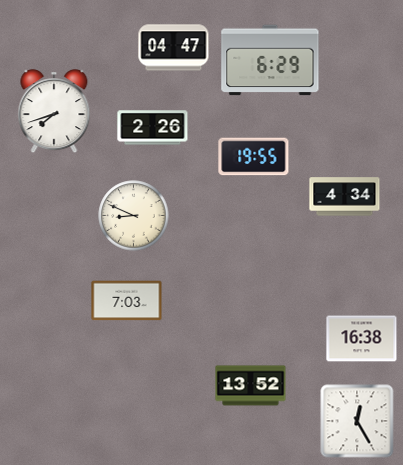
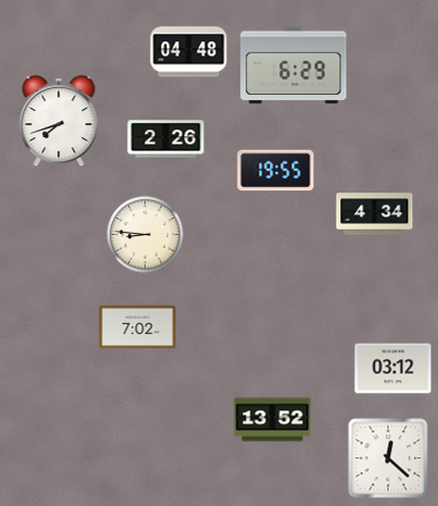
clock at (174, 48): 04:47 -> 04:48
clock at (134, 216): 8:49 -> 8:46
clock at (127, 301): 7:03 -> 7:02
clock at (362, 339): 16:38 -> 03:12
clock at (357, 421): 12:25 -> 12:22
